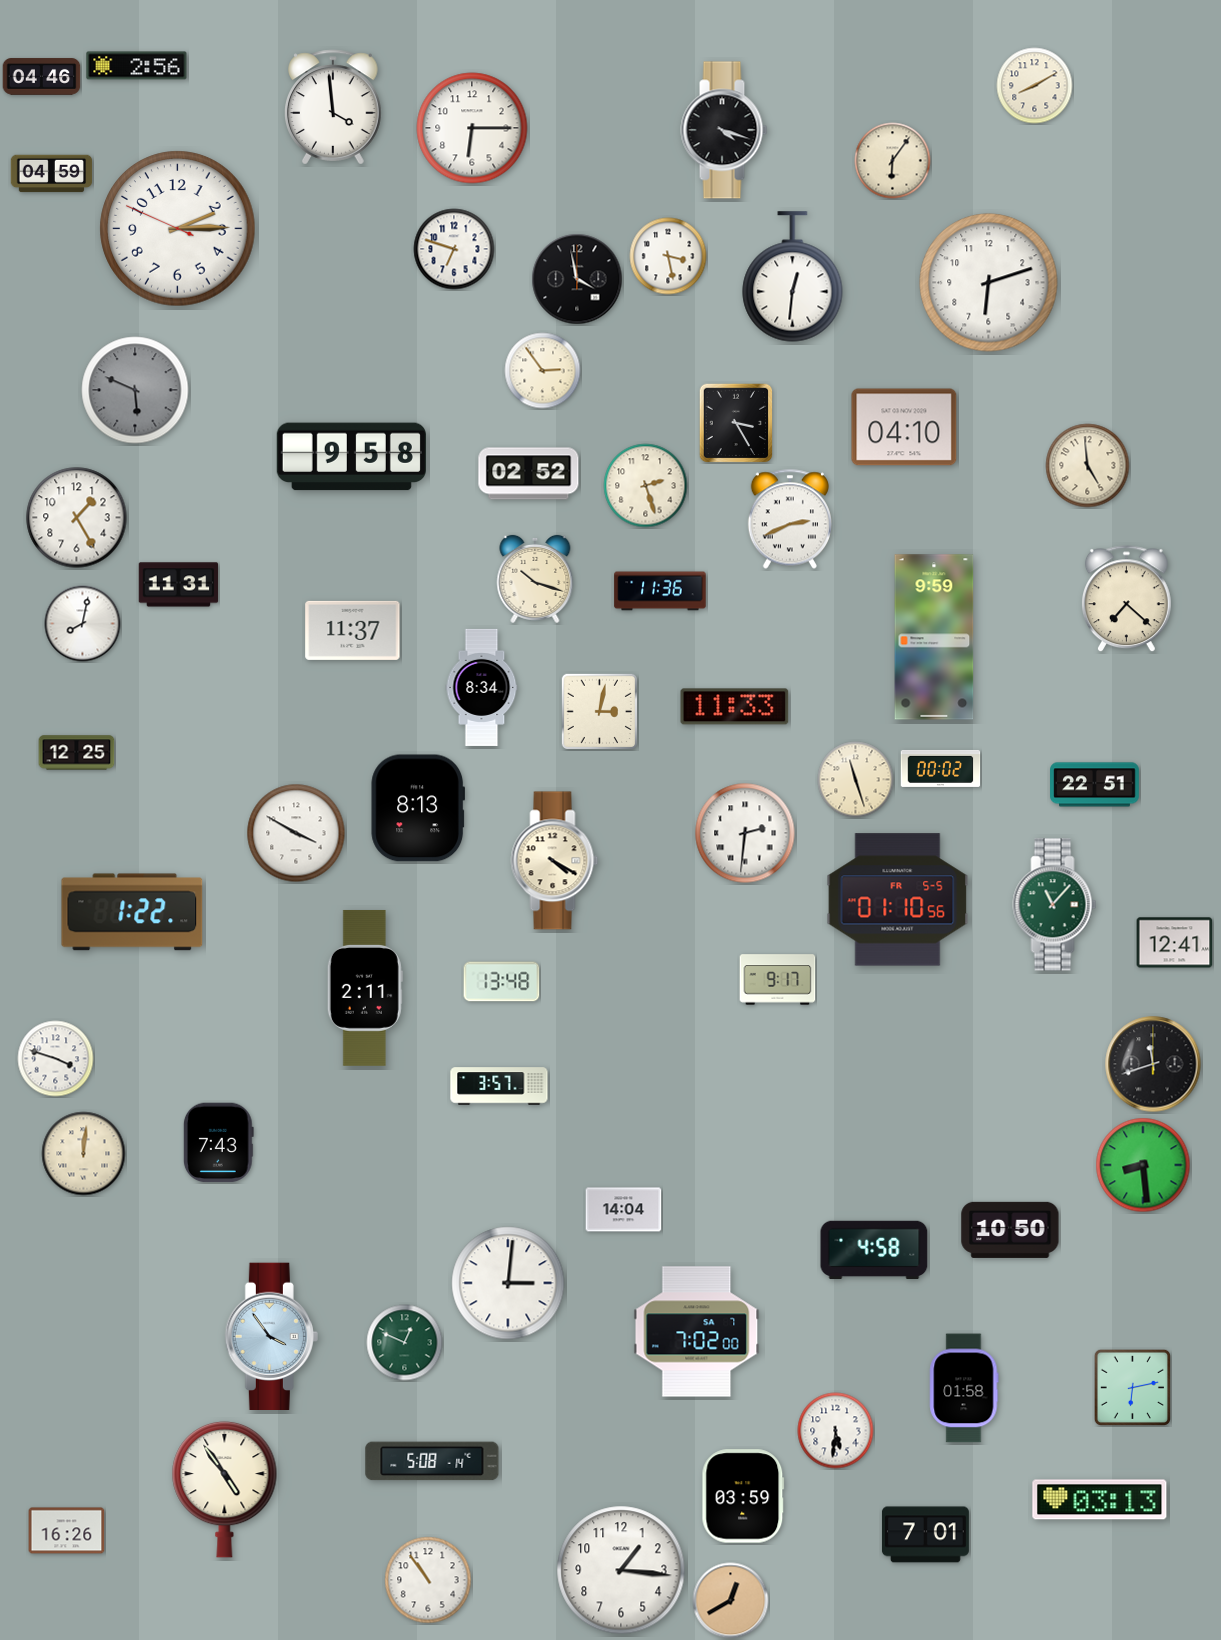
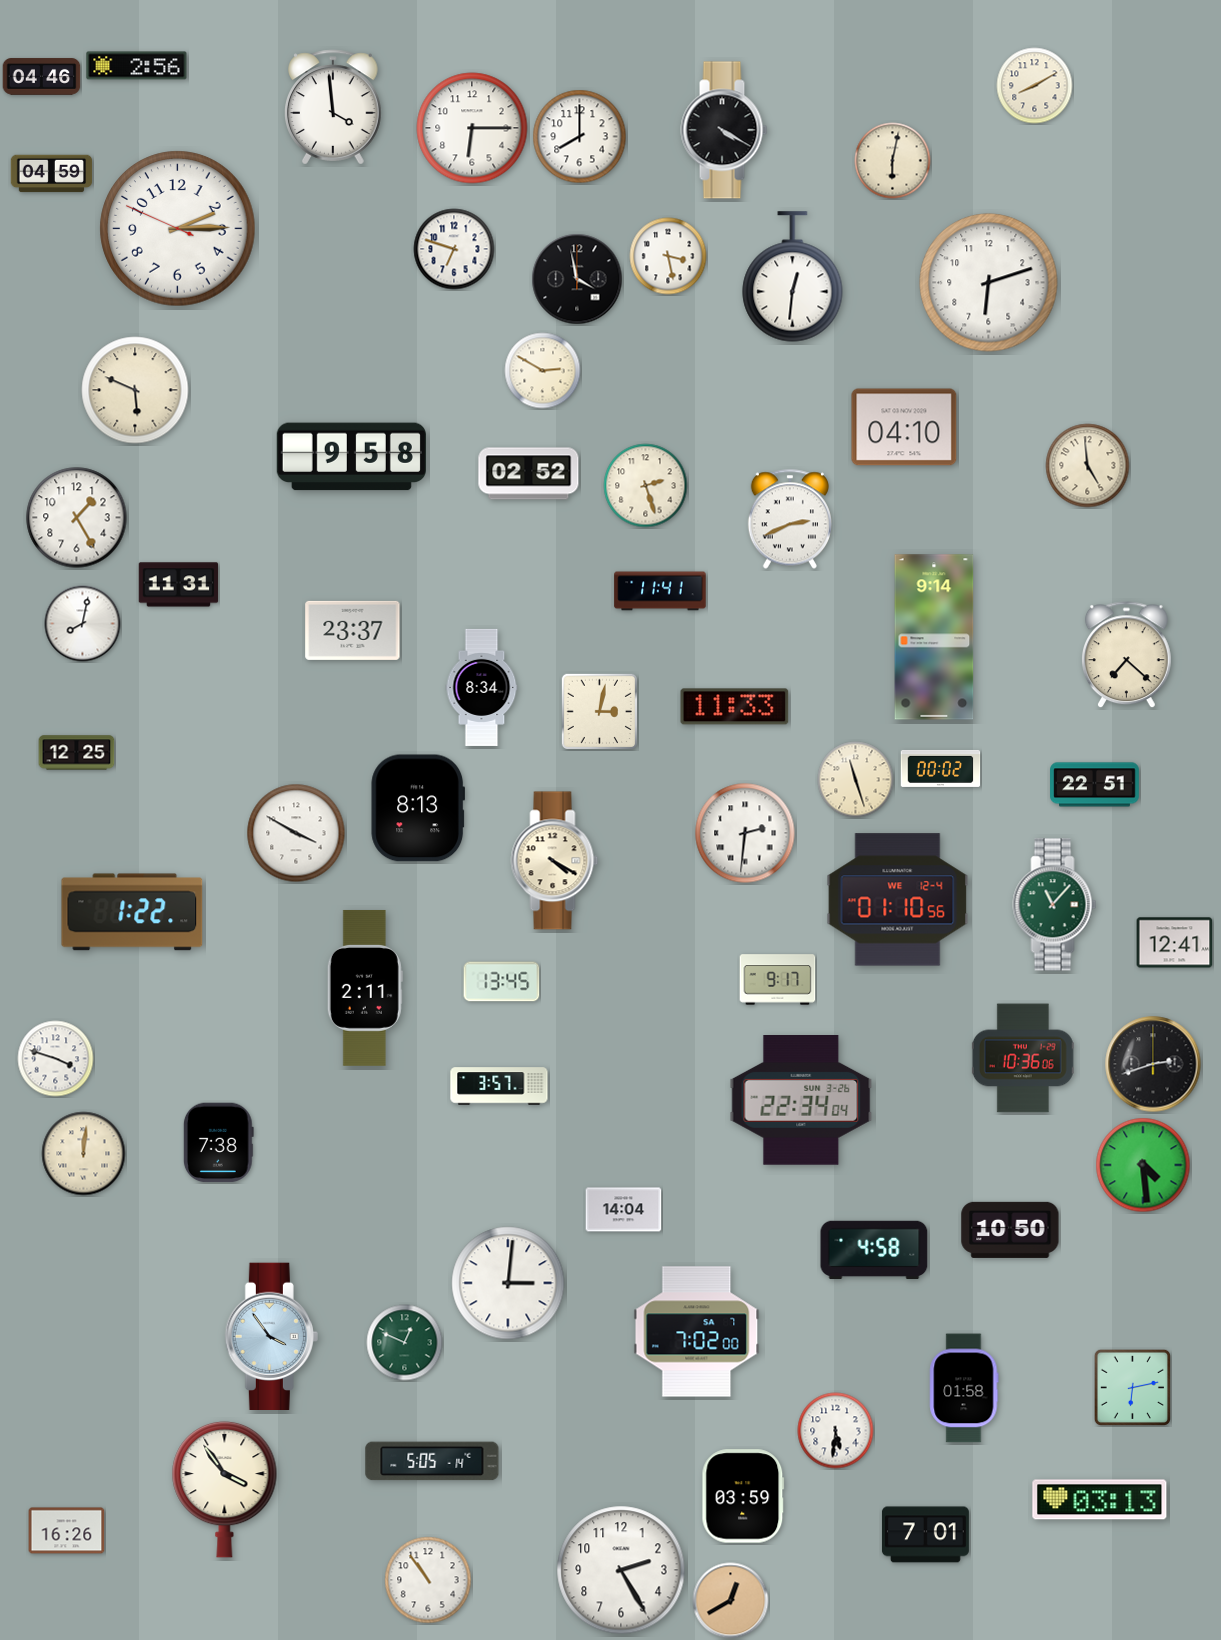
clock at (724, 130): 4:18 -> 4:20
clock at (580, 137): none -> 8:00
clock at (893, 161): 6:06 -> 6:02
clock at (543, 371): 2:54 -> 2:50
clock at (135, 390) dial: grey -> cream
clock at (736, 423): 3:25 -> none
clock at (535, 579): 10:18 -> none
clock at (660, 591): 11:36 -> 11:41
clock at (1126, 599) position: (1126, 599) -> (1126, 655)
clock at (353, 630): 11:37 -> 23:37
clock at (934, 637): 9:59 -> 9:14
clock at (898, 900) date: FR 5-5 -> WE 12-4
clock at (502, 982): 13:48 -> 13:45
clock at (1023, 1058): none -> 10:36
clock at (1153, 1064): 11:42 -> 2:42
clock at (801, 1101): none -> 22:34
clock at (218, 1143): 7:43 -> 7:38
clock at (1143, 1165): 8:29 -> 4:29
clock at (432, 1461): 5:08 -> 5:05
clock at (225, 1489): 4:54 -> 3:54
clock at (621, 1570): 1:16 -> 2:25
